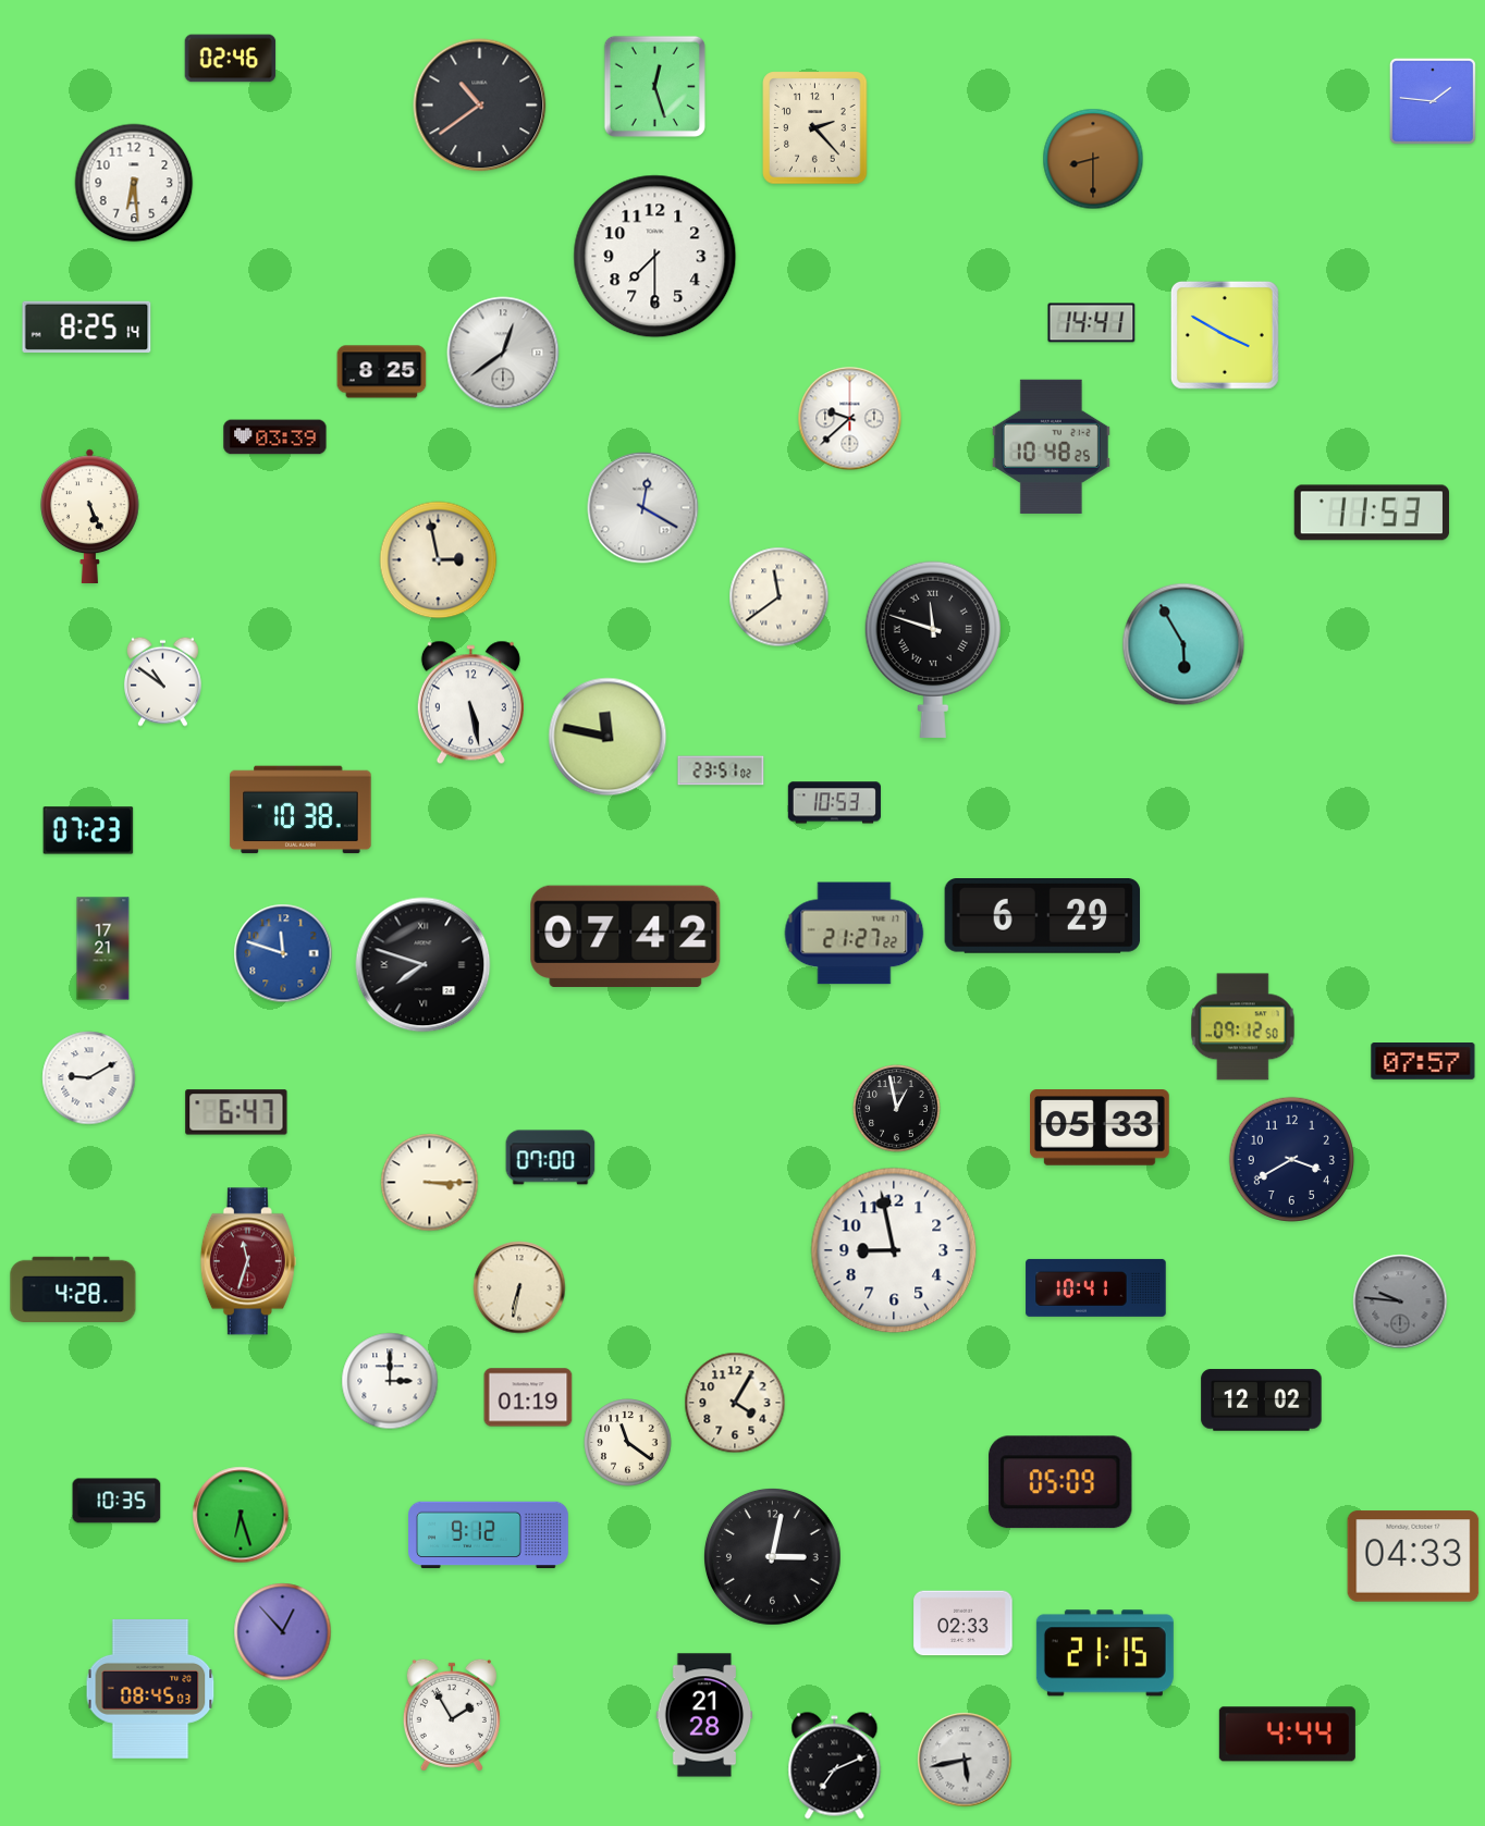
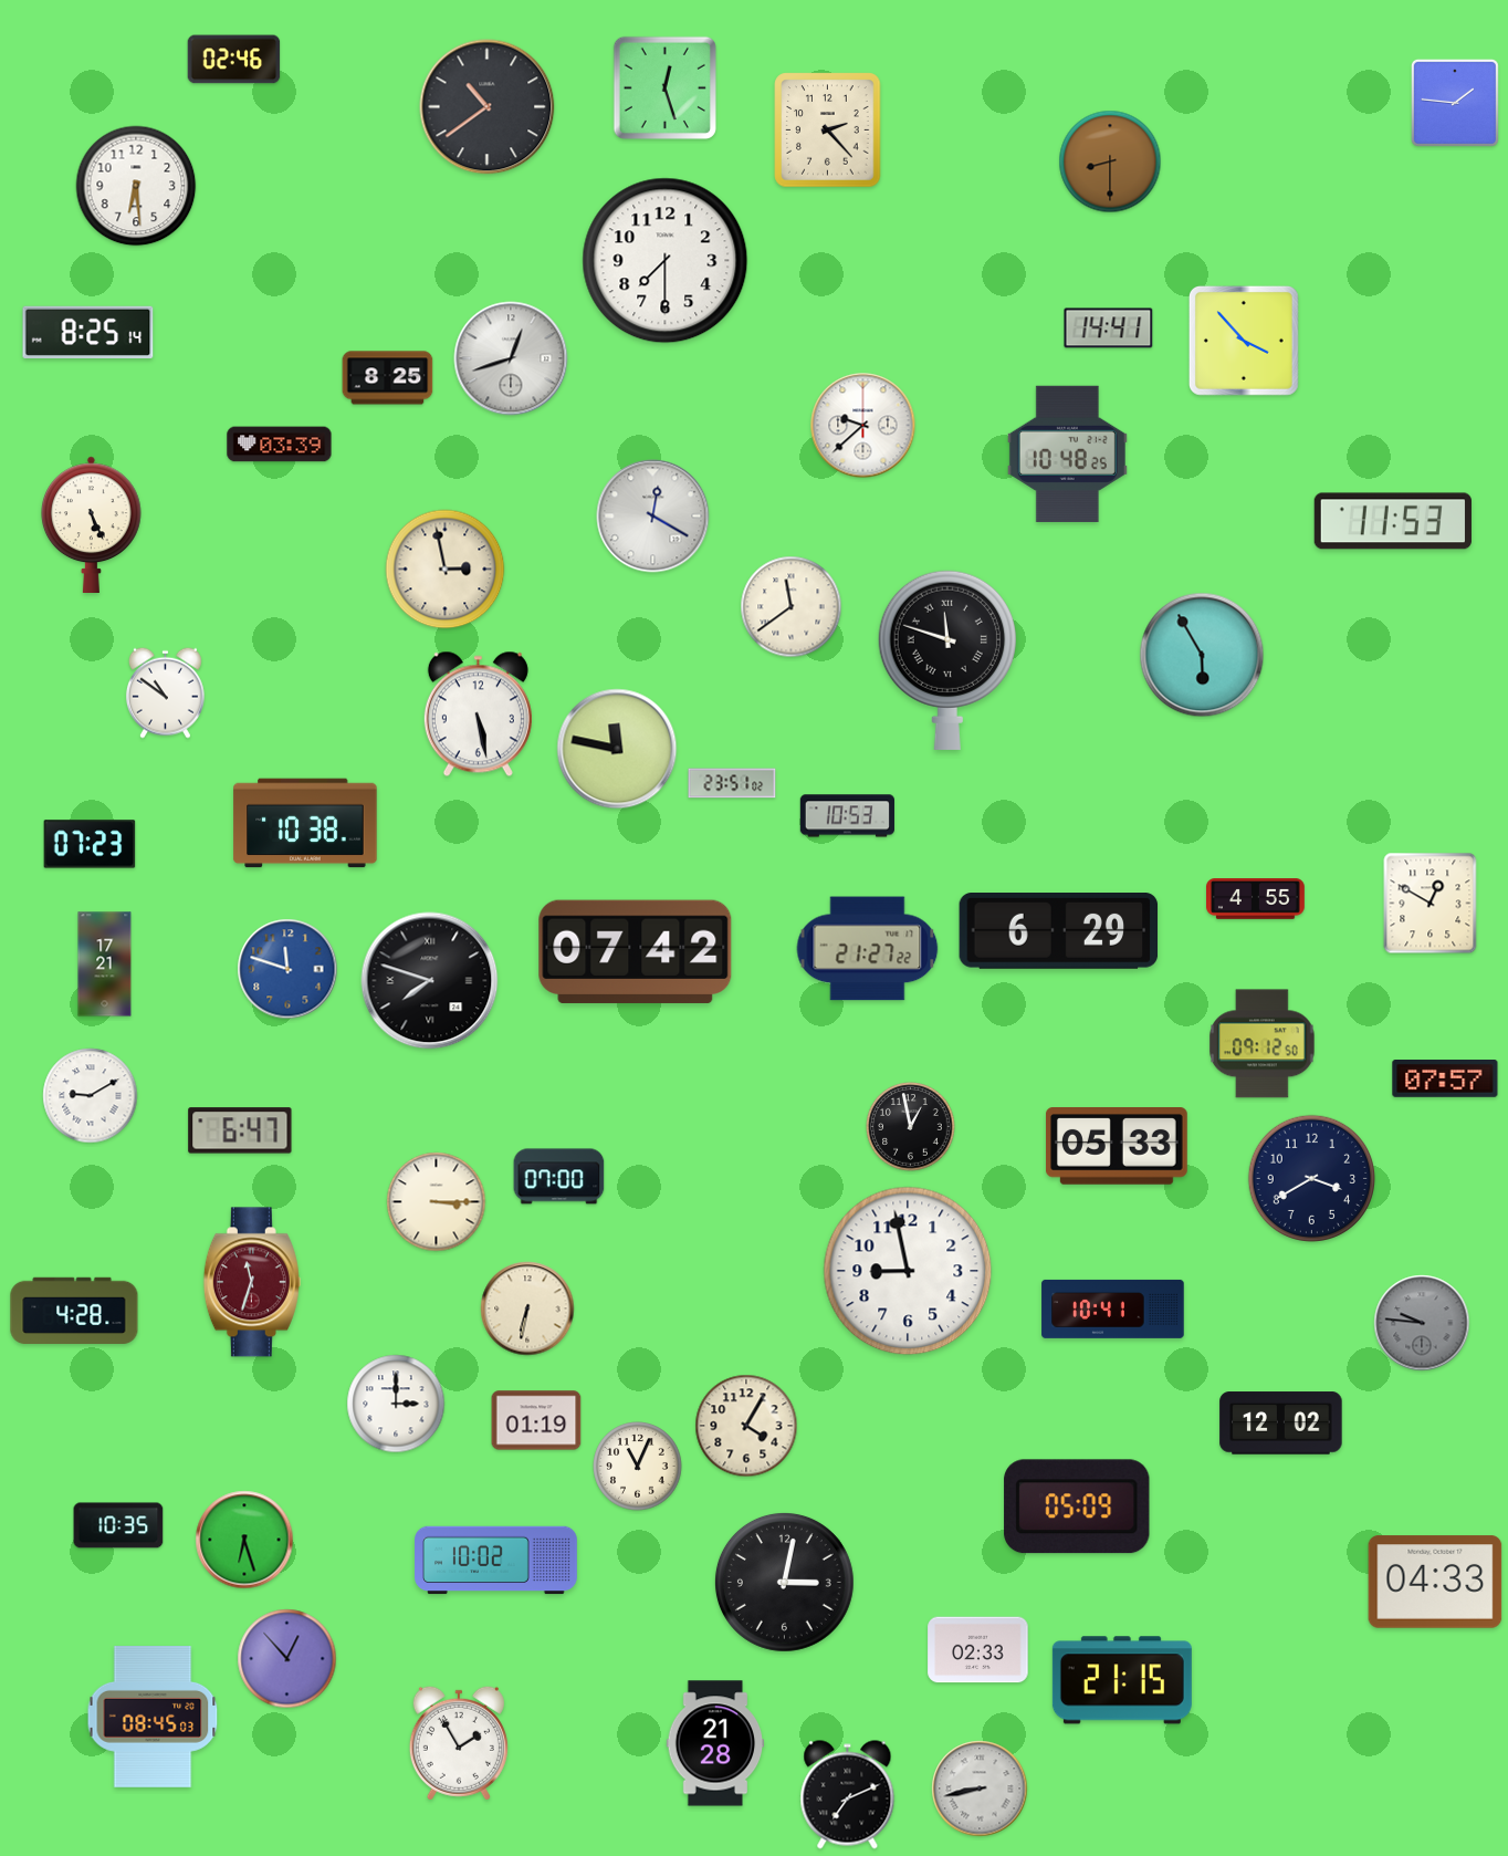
clock at (1225, 335): 3:50 -> 3:53
clock at (503, 353): 12:39 -> 12:42
clock at (1256, 899): none -> 4:55
clock at (1431, 904): none -> 12:50
clock at (628, 1443): 11:21 -> 11:04
clock at (489, 1535): 9:12 -> 10:02
clock at (1287, 1735): 4:44 -> none
clock at (965, 1760): 5:43 -> 8:43
